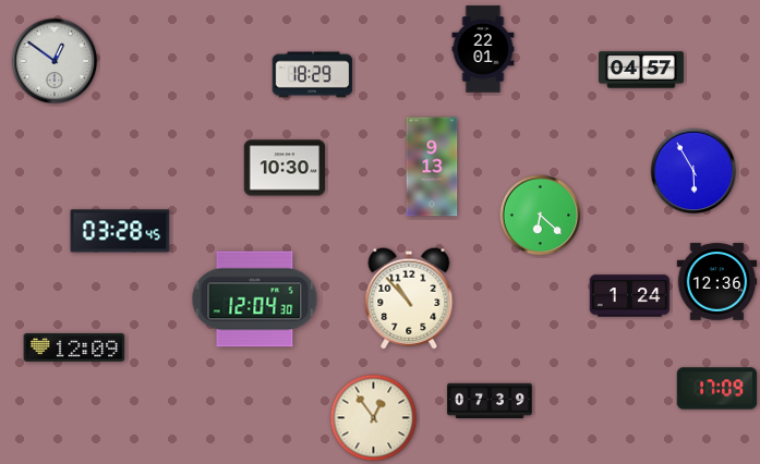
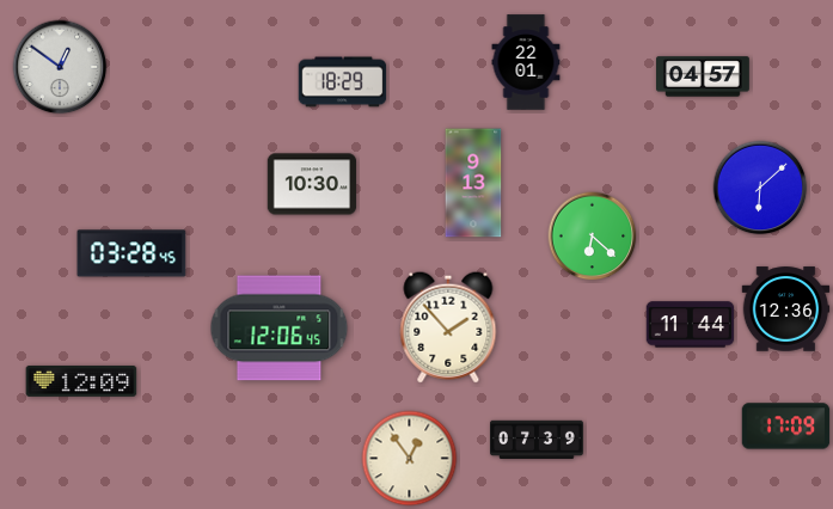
clock at (483, 49) position: (483, 49) -> (526, 62)
clock at (693, 171): 5:55 -> 6:08
clock at (630, 296): 1:24 -> 11:44
clock at (409, 298): 10:53 -> 1:53
clock at (255, 300): 12:04 -> 12:06
